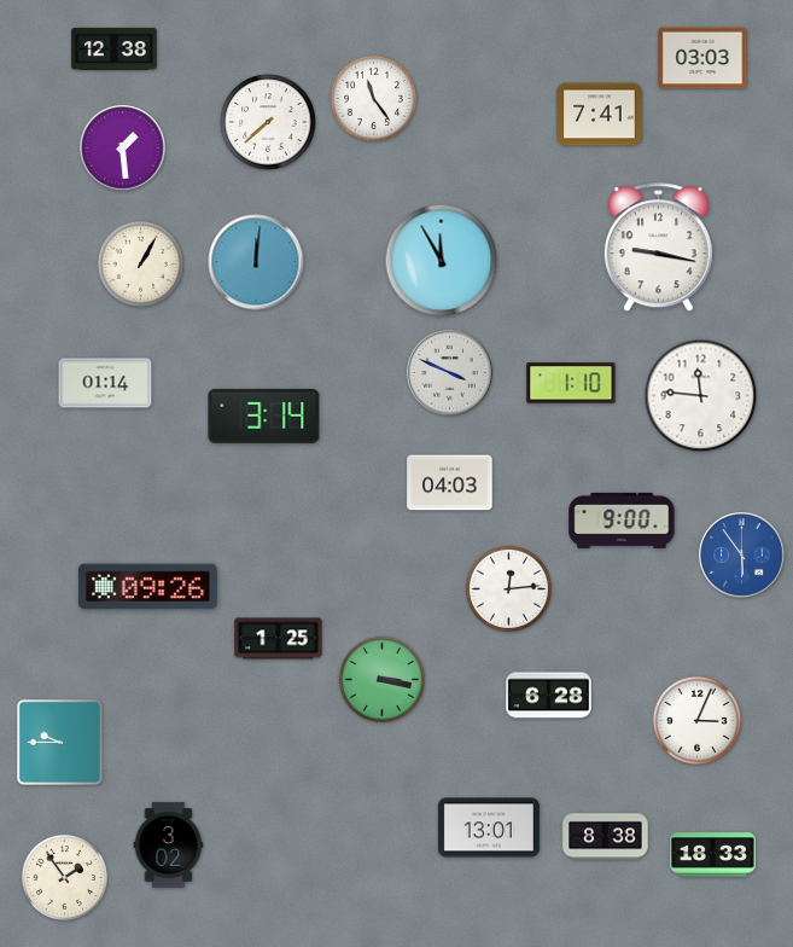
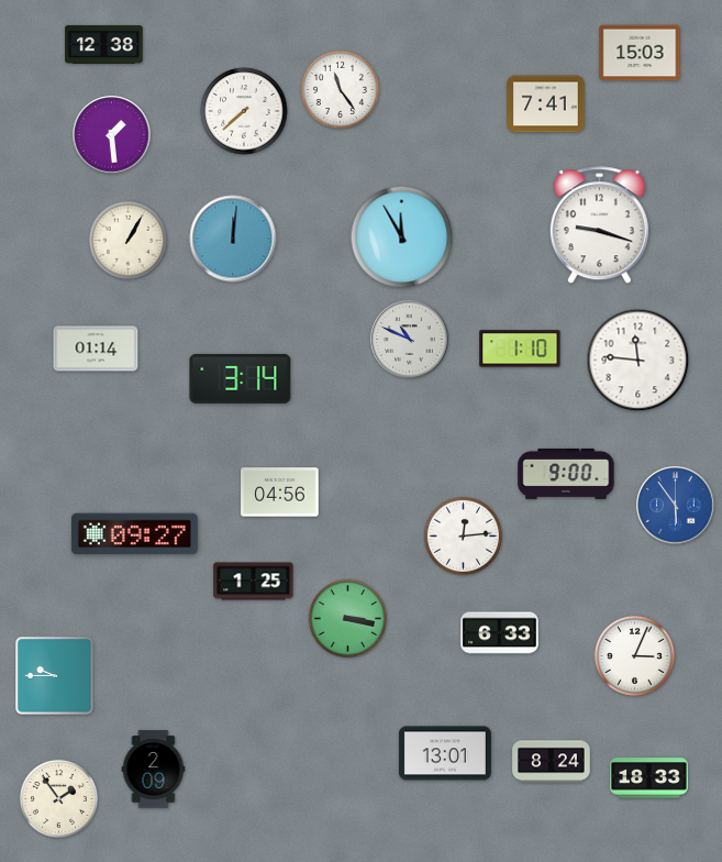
clock at (702, 58): 03:03 -> 15:03
clock at (658, 248): 9:17 -> 9:18
clock at (450, 373): 3:49 -> 10:49
clock at (450, 483): 04:03 -> none
clock at (280, 493): none -> 04:56
clock at (147, 587): 09:26 -> 09:27
clock at (549, 696): 6:28 -> 6:33
clock at (606, 837): 8:38 -> 8:24
clock at (169, 846): 3:02 -> 2:09
